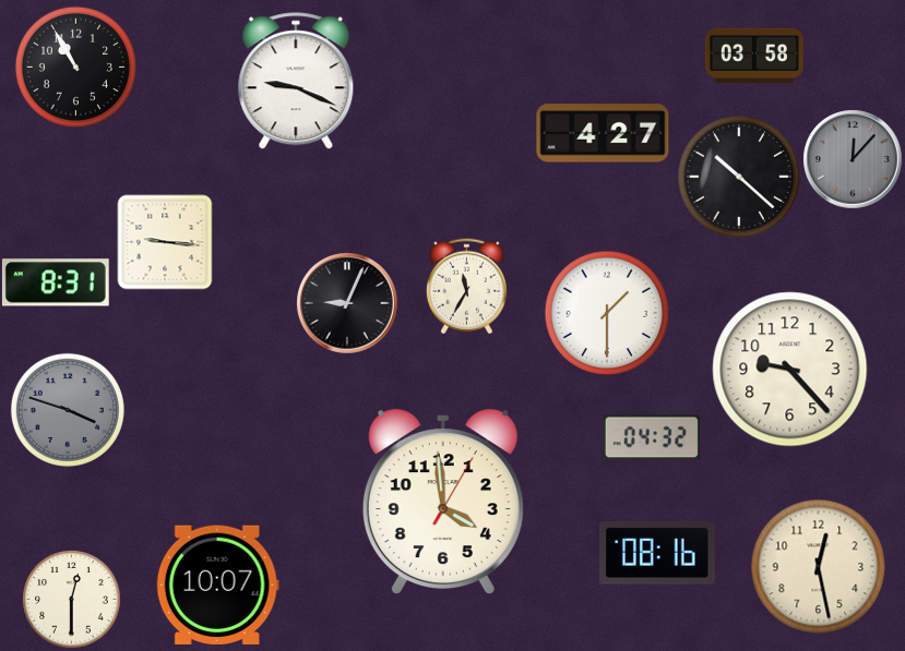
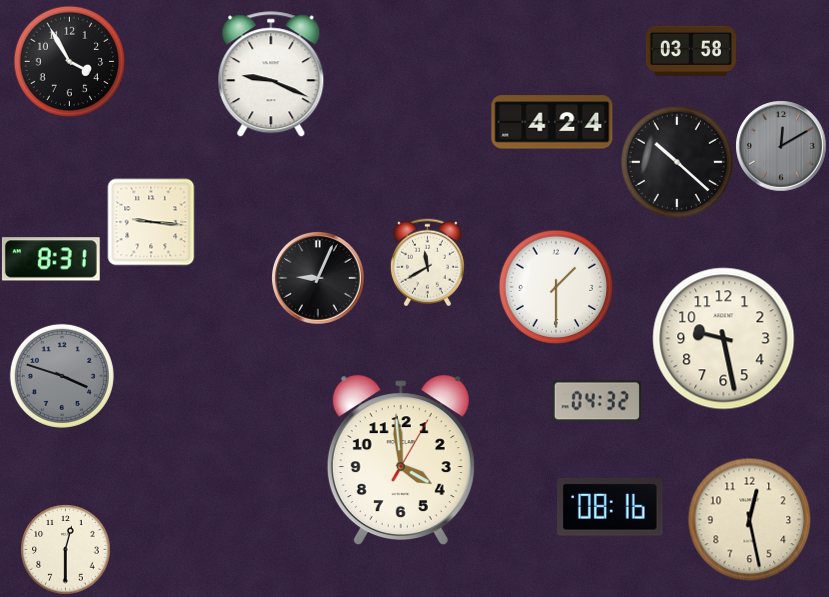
clock at (75, 67): 10:55 -> 3:55
clock at (603, 133): 4:27 -> 4:24
clock at (853, 159): 12:07 -> 12:10
clock at (466, 286): 11:35 -> 11:40
clock at (790, 370): 9:23 -> 9:28
clock at (443, 501) position: (443, 501) -> (401, 459)
clock at (657, 553) position: (657, 553) -> (610, 507)
clock at (217, 584): 10:07 -> none
